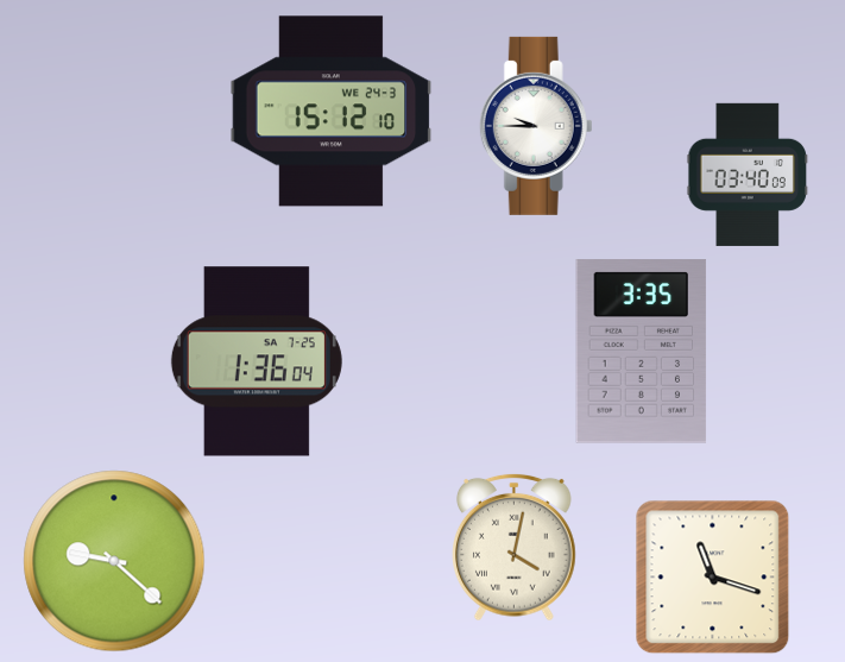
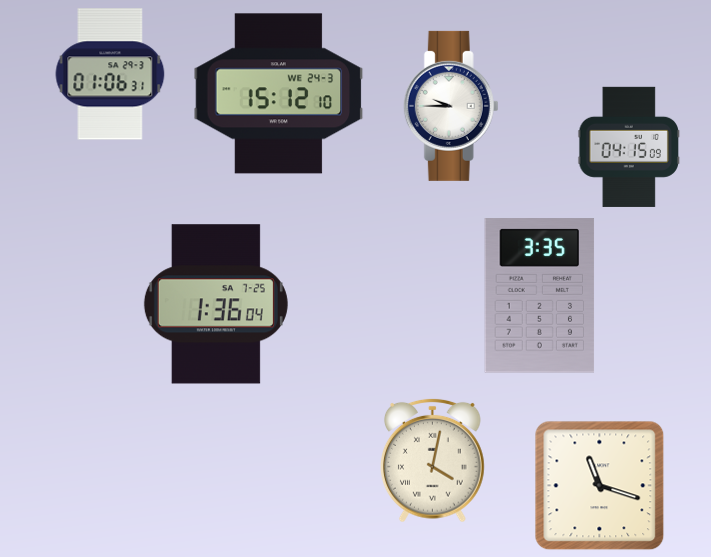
clock at (110, 74): none -> 01:06
clock at (748, 175): 03:40 -> 04:15
clock at (114, 561): 9:22 -> none
